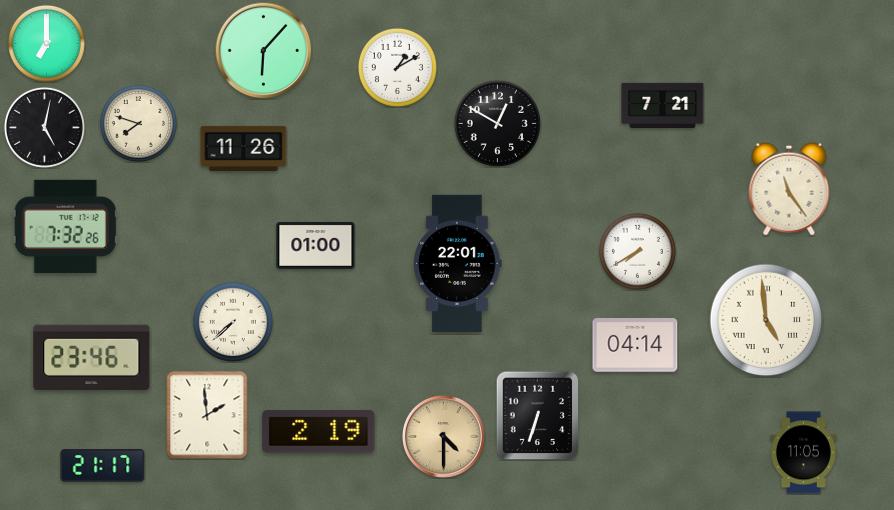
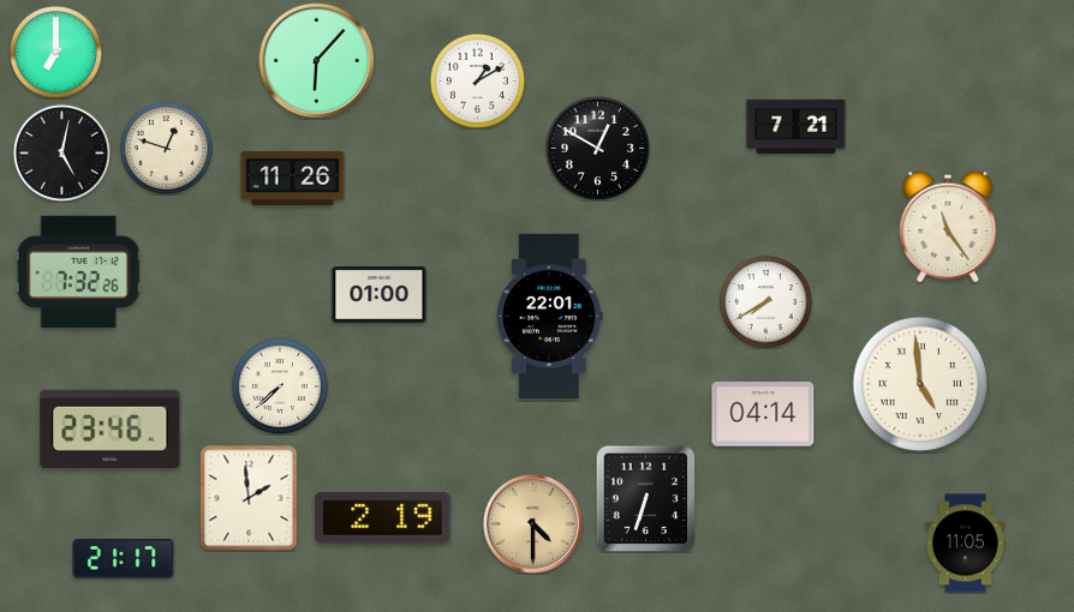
clock at (138, 123): 7:48 -> 12:48
clock at (44, 127) position: (44, 127) -> (61, 152)
